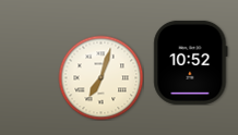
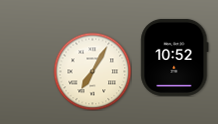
clock at (100, 77): 7:03 -> 7:05
